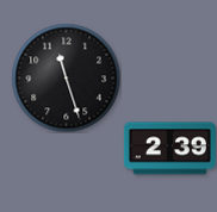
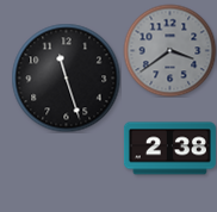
clock at (169, 50): none -> 3:39
clock at (169, 149): 2:39 -> 2:38
